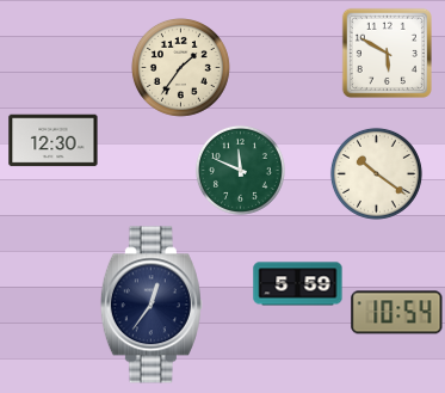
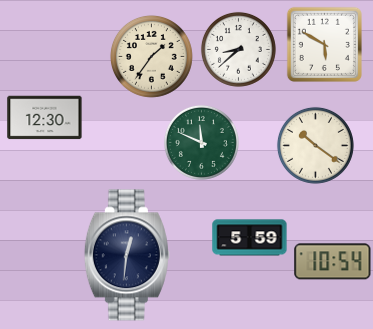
clock at (238, 49): none -> 8:38
clock at (152, 305): 12:36 -> 12:31
